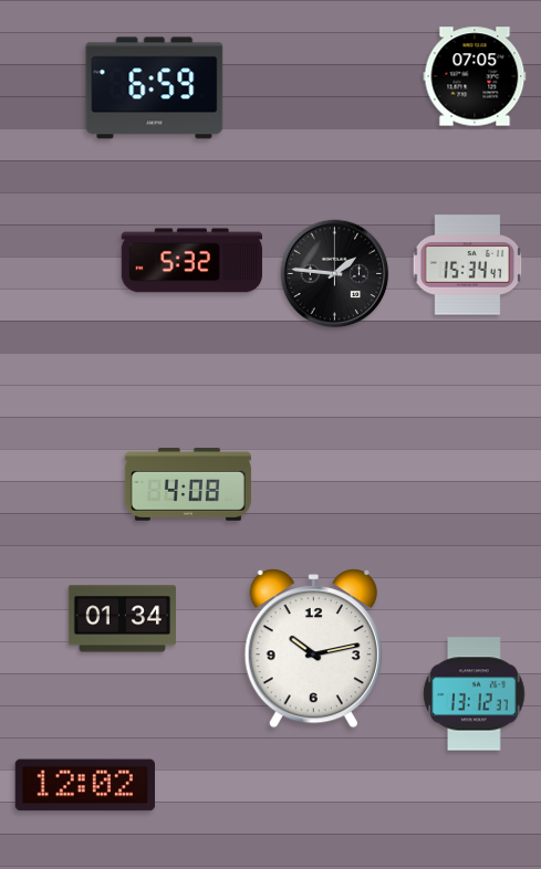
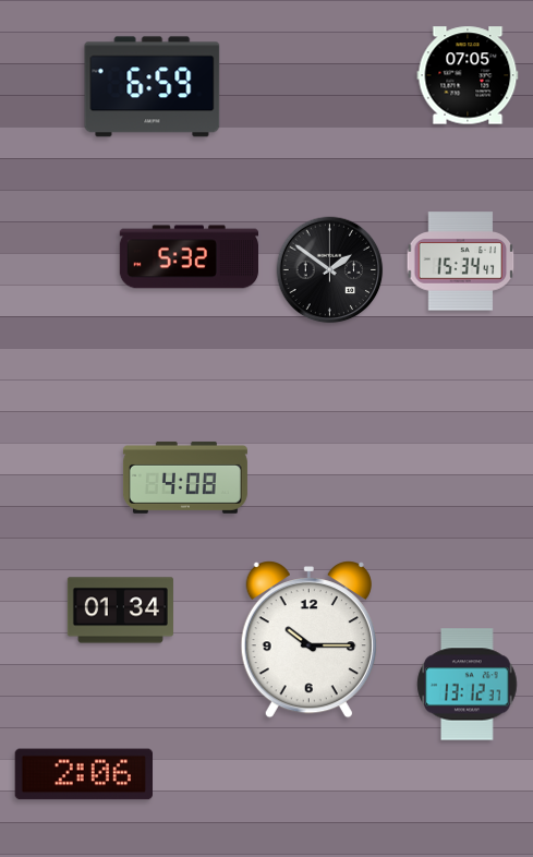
clock at (335, 274): 1:46 -> 1:51
clock at (313, 649): 10:13 -> 10:15
clock at (84, 785): 12:02 -> 2:06
